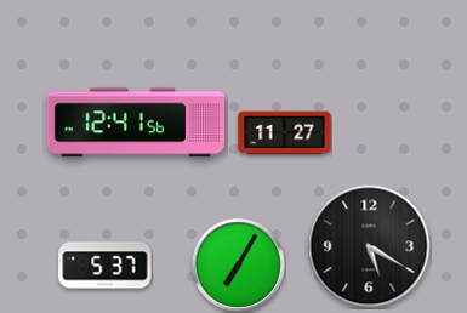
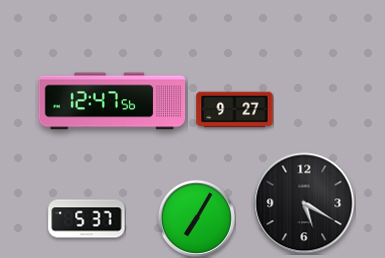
clock at (136, 123): 12:41 -> 12:47
clock at (285, 133): 11:27 -> 9:27
